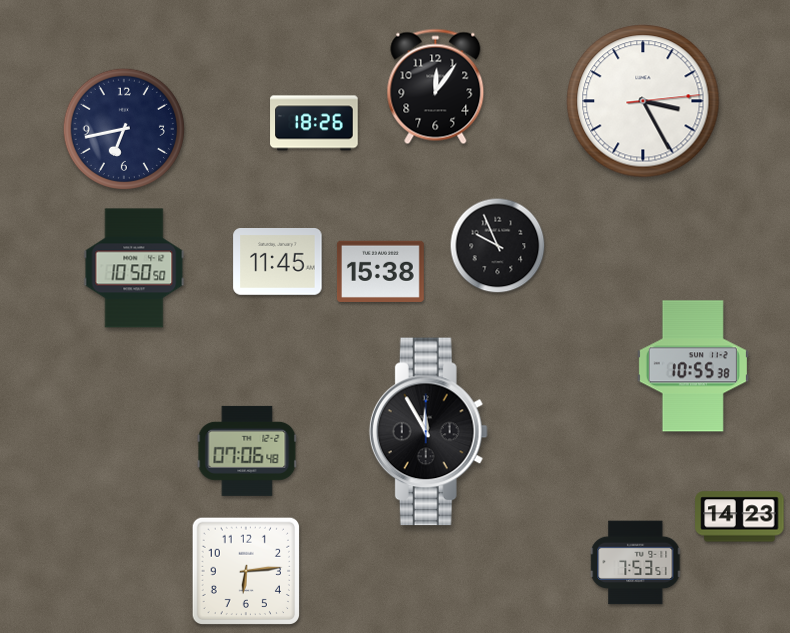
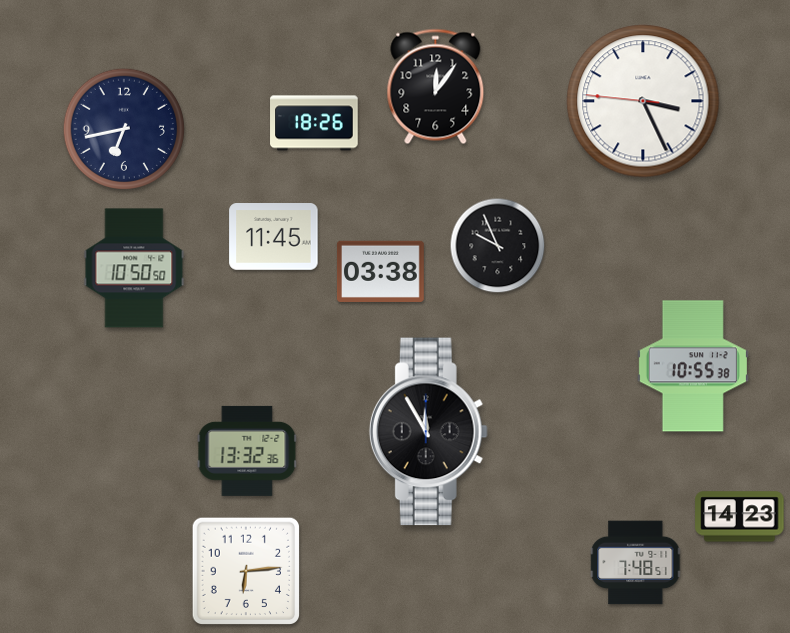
clock at (643, 101): 3:25:14 -> 3:25:46
clock at (278, 262) position: (278, 262) -> (274, 237)
clock at (380, 271): 15:38 -> 03:38
clock at (247, 451): 07:06 -> 13:32
clock at (636, 563): 7:53 -> 7:48
